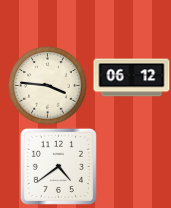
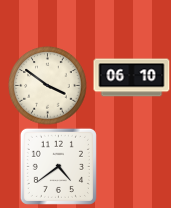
clock at (132, 78): 06:12 -> 06:10
clock at (48, 86): 3:46 -> 3:51
